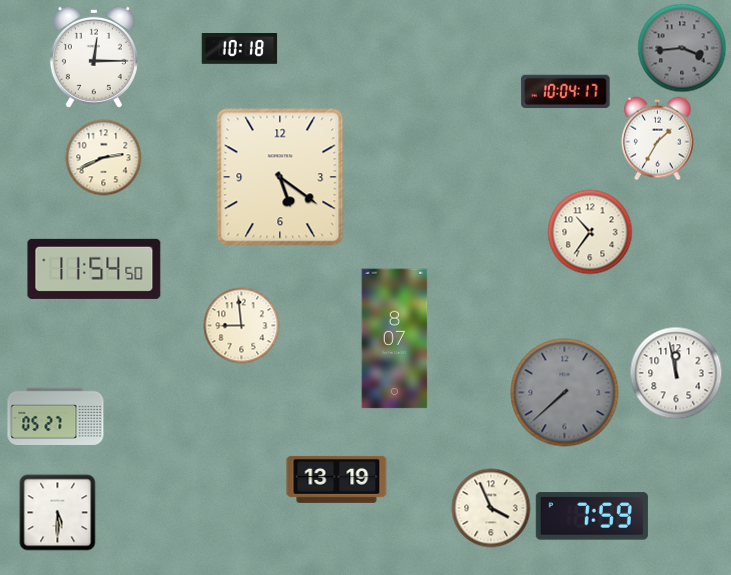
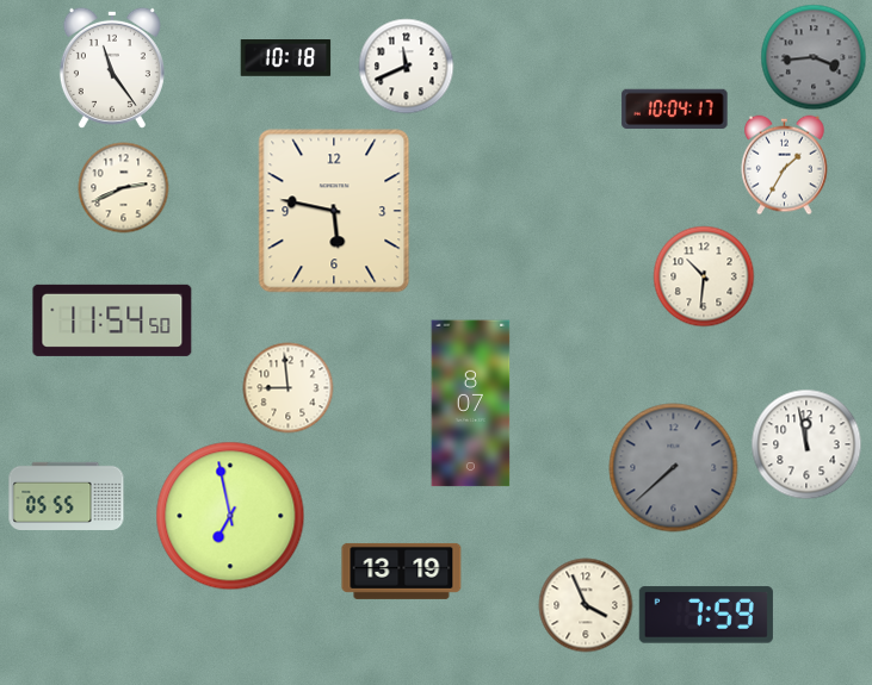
clock at (407, 67): none -> 11:41
clock at (94, 57): 12:15 -> 11:24
clock at (280, 177): 5:21 -> 5:47
clock at (590, 232): 10:36 -> 10:31
clock at (56, 416): 05:27 -> 05:55
clock at (230, 516): none -> 6:58
clock at (58, 513): 5:30 -> none
